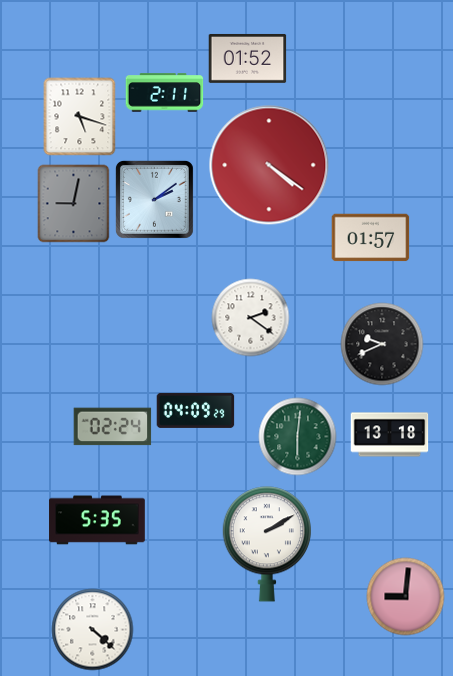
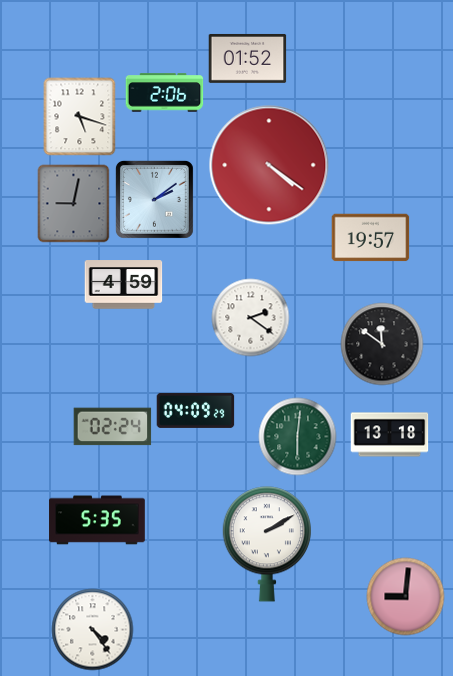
clock at (164, 93): 2:11 -> 2:06
clock at (370, 238): 01:57 -> 19:57
clock at (123, 285): none -> 4:59
clock at (382, 344): 9:41 -> 11:51
clock at (92, 629): 4:22 -> 4:24
